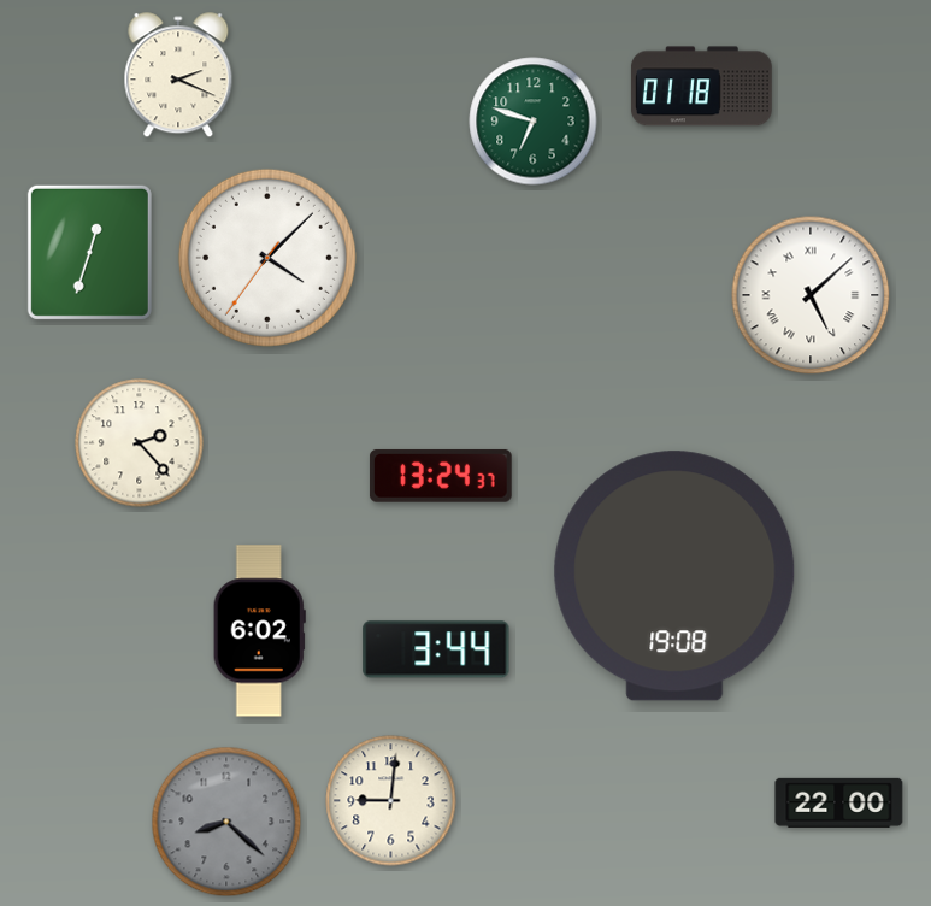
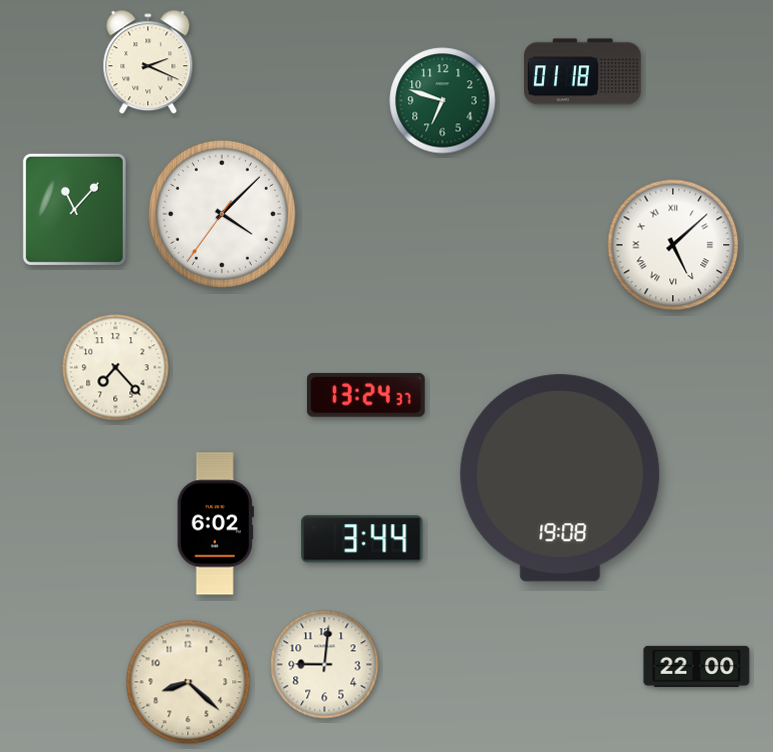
clock at (89, 252): 12:33 -> 11:07
clock at (140, 443): 2:23 -> 7:23
clock at (226, 822) dial: grey -> cream
